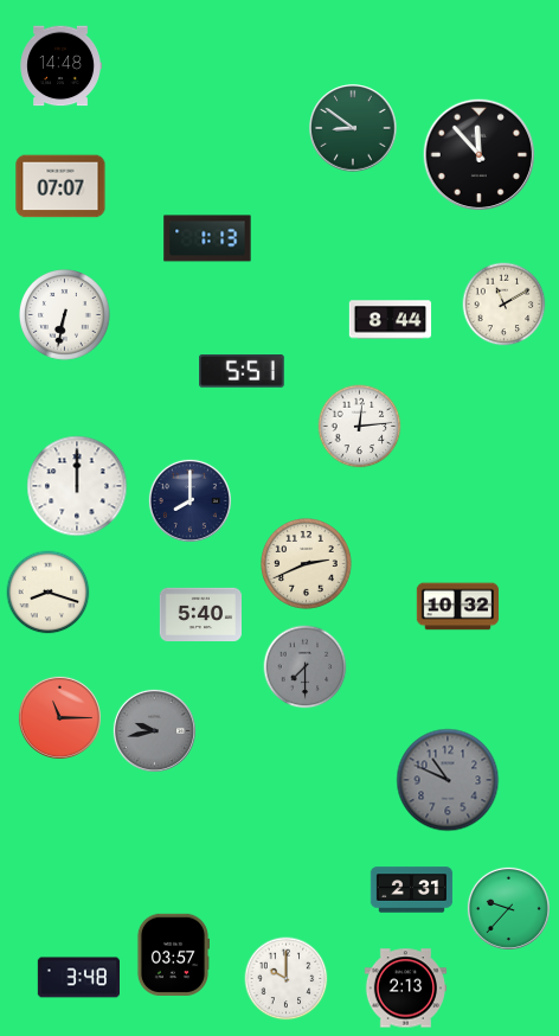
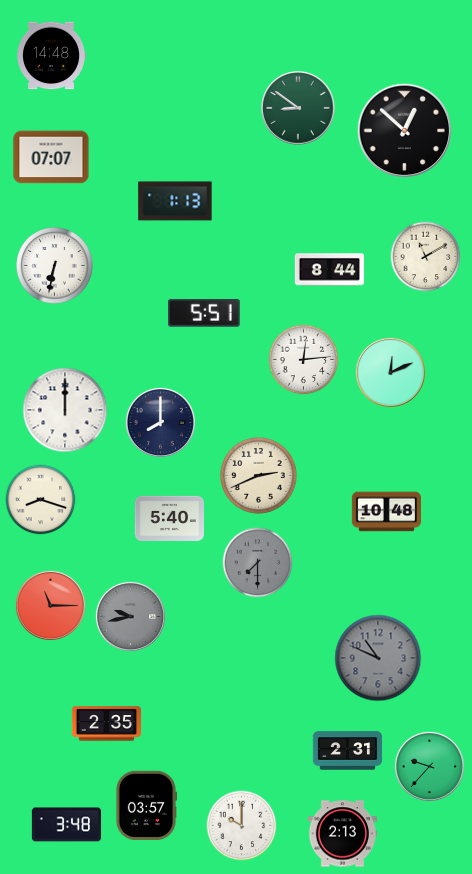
clock at (480, 155): 11:53 -> 12:52
clock at (390, 372): none -> 12:11
clock at (457, 607): 10:32 -> 10:48
clock at (107, 724): none -> 2:35
